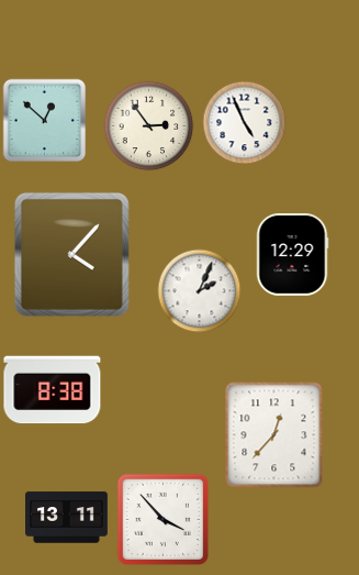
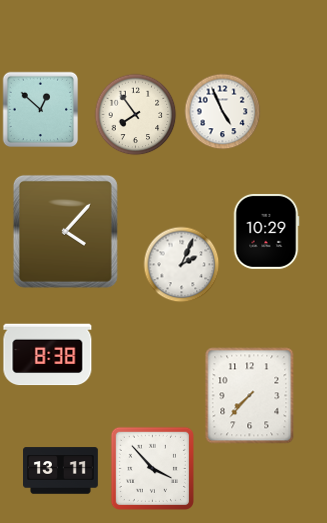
clock at (149, 126): 2:54 -> 7:54
clock at (292, 255): 12:29 -> 10:29
clock at (274, 435): 12:37 -> 7:37
clock at (162, 519) position: (162, 519) -> (152, 468)
